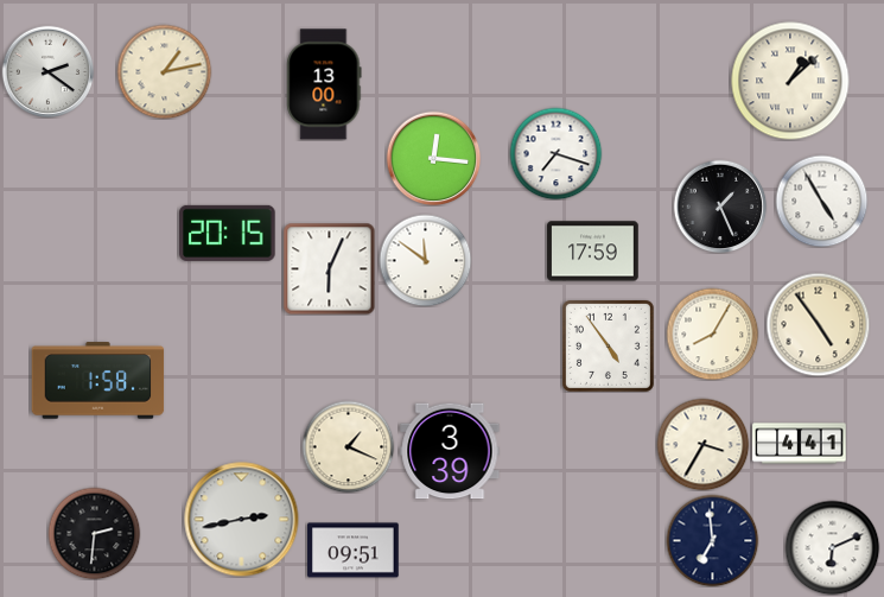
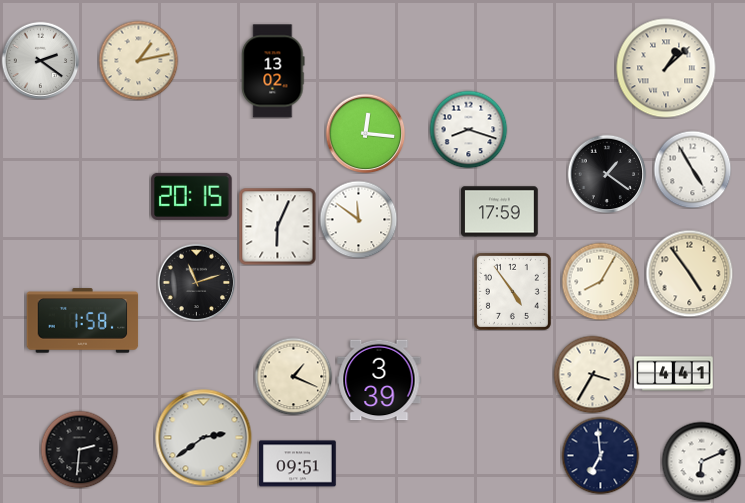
clock at (324, 84): 13:00 -> 13:02
clock at (555, 153): 7:18 -> 8:18
clock at (720, 207): 1:26 -> 1:21
clock at (196, 282): none -> 11:12
clock at (242, 520): 2:43 -> 2:39
